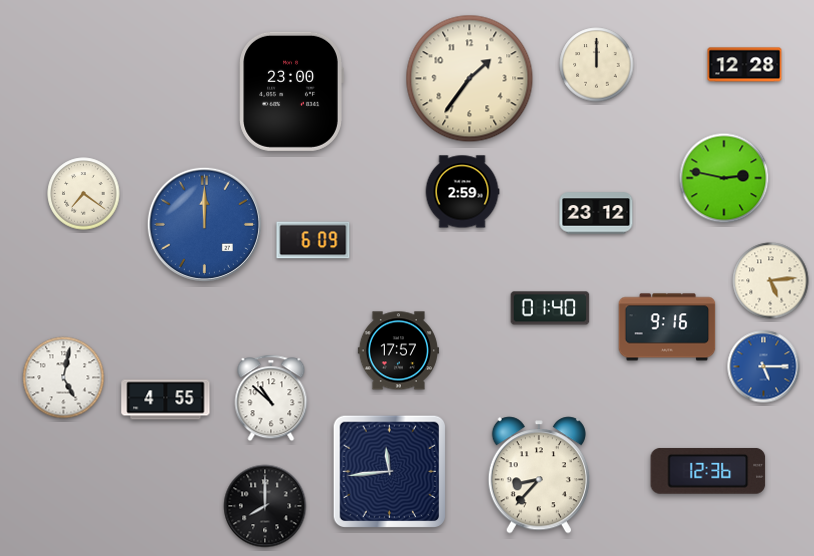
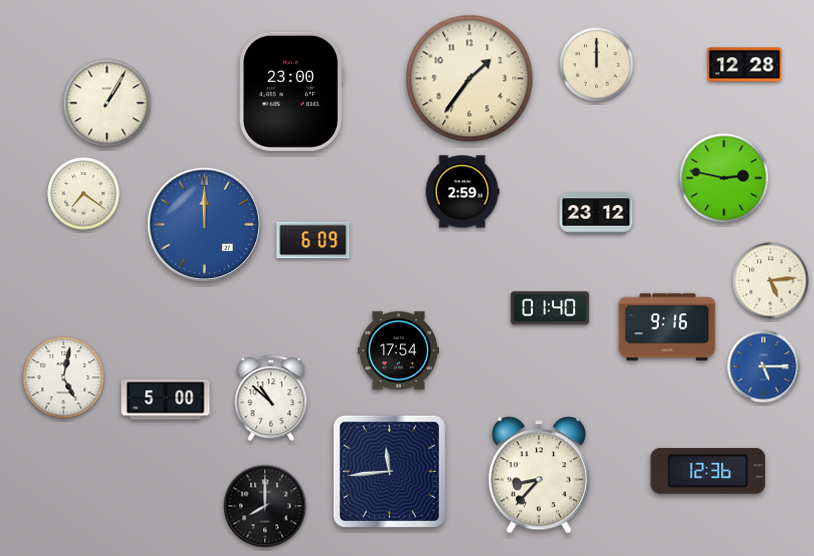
clock at (107, 103): none -> 1:05
clock at (398, 351): 17:57 -> 17:54
clock at (166, 400): 4:55 -> 5:00
